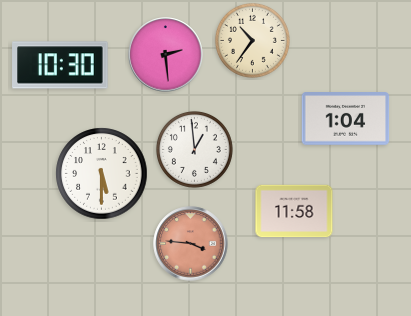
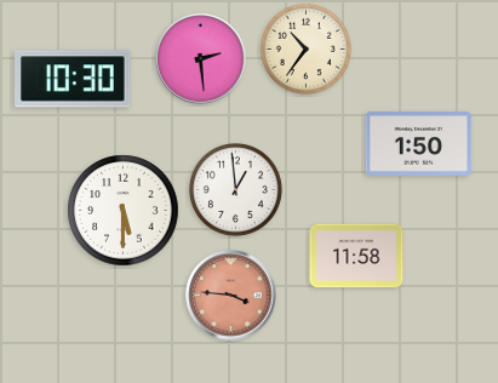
clock at (166, 55) position: (166, 55) -> (201, 59)
clock at (346, 119): 1:04 -> 1:50
clock at (194, 149) position: (194, 149) -> (235, 189)
